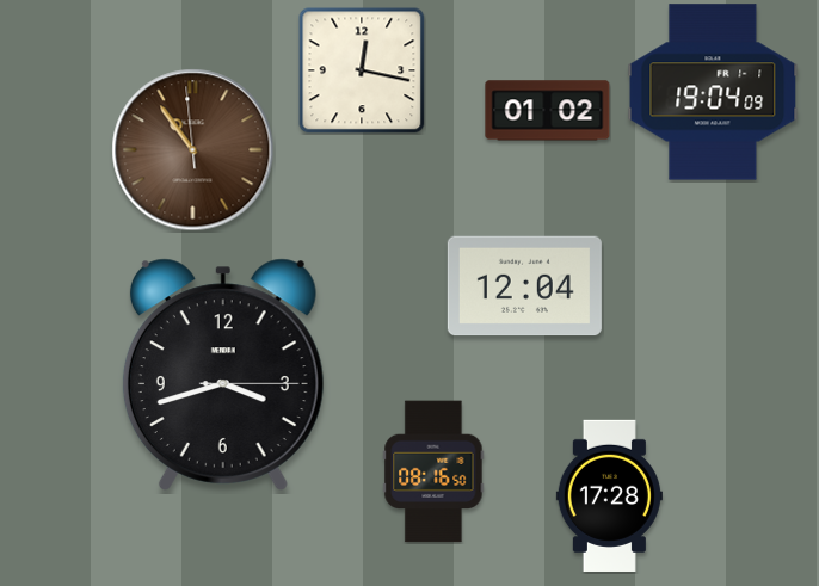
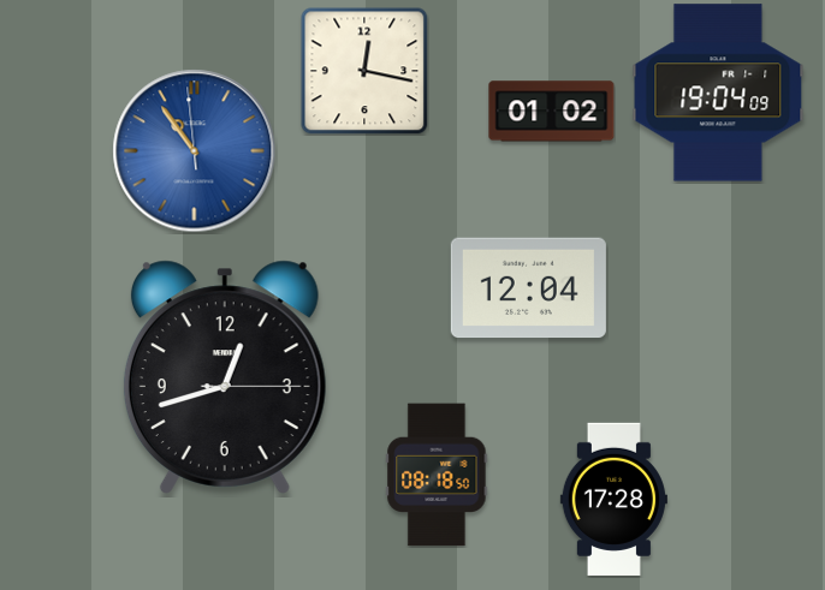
clock at (193, 150) dial: brown -> blue
clock at (223, 375): 3:42 -> 12:42
clock at (433, 471): 08:16 -> 08:18
